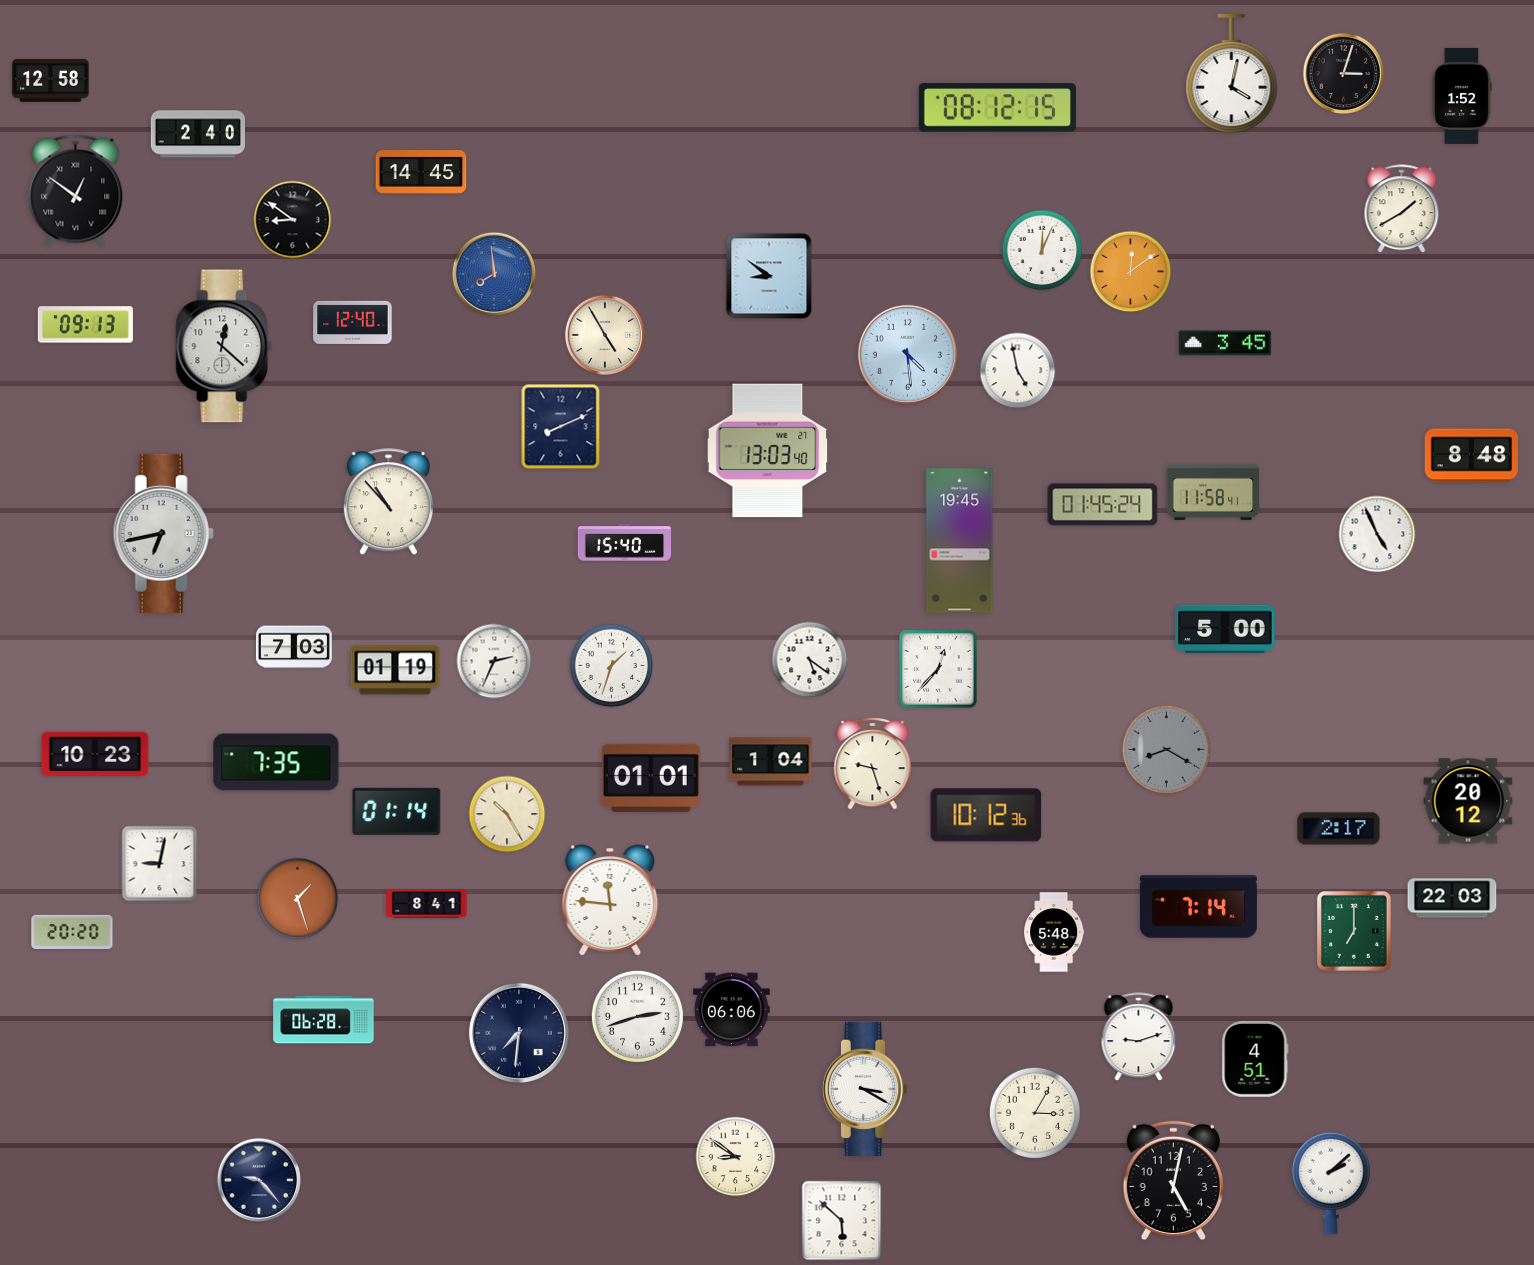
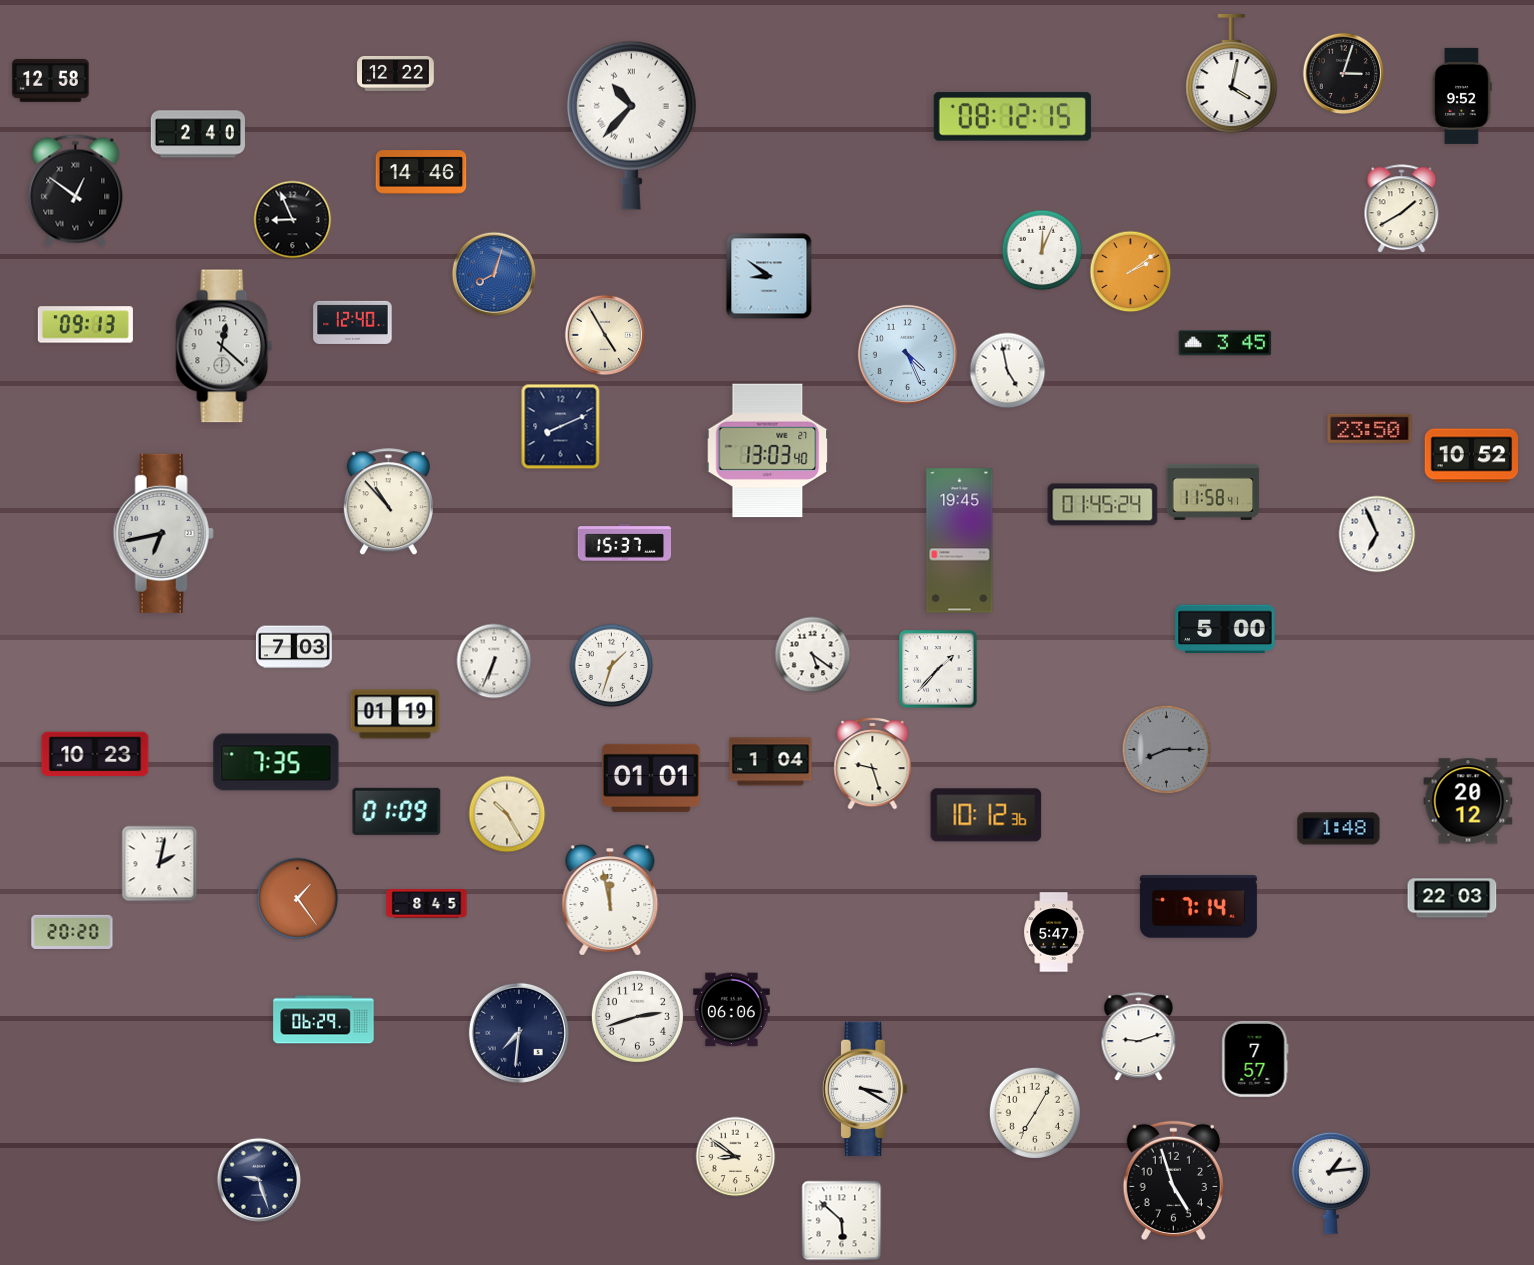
clock at (396, 73): none -> 12:22
clock at (1462, 96): 1:52 -> 9:52
clock at (997, 108) position: (997, 108) -> (1012, 117)
clock at (631, 125): none -> 10:37
clock at (421, 172): 14:45 -> 14:46
clock at (293, 220): 8:51 -> 8:56
clock at (1131, 272): 12:09 -> 2:09
clock at (494, 274): 7:59 -> 8:03
clock at (907, 354): 4:29 -> 4:26
clock at (1018, 371) position: (1018, 371) -> (1008, 371)
clock at (1370, 428): none -> 23:50
clock at (1471, 456): 8:48 -> 10:52
clock at (1377, 534): 4:56 -> 6:56
clock at (625, 543): 15:40 -> 15:37
clock at (810, 660) position: (810, 660) -> (813, 655)
clock at (494, 661): 2:34 -> 6:34
clock at (938, 669): 12:37 -> 1:37
clock at (395, 670) position: (395, 670) -> (395, 714)
clock at (1166, 749): 8:20 -> 8:15
clock at (397, 811): 01:14 -> 01:09
clock at (1339, 829): 2:17 -> 1:48
clock at (160, 864): 9:02 -> 2:02
clock at (298, 899): 1:27 -> 1:24
clock at (610, 900): 11:46 -> 11:58
clock at (427, 904): 8:41 -> 8:45
clock at (1054, 932): 5:48 -> 5:47
clock at (1354, 932): 7:00 -> none
clock at (324, 1020): 06:28 -> 06:29
clock at (1255, 1059): 4:51 -> 7:57
clock at (1035, 1113): 3:05 -> 7:05
clock at (259, 1180): 9:23 -> 9:27
clock at (1173, 1181): 5:02 -> 4:57
clock at (1331, 1183): 2:08 -> 1:14
